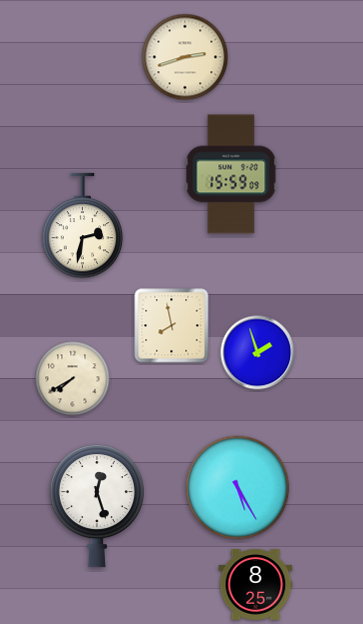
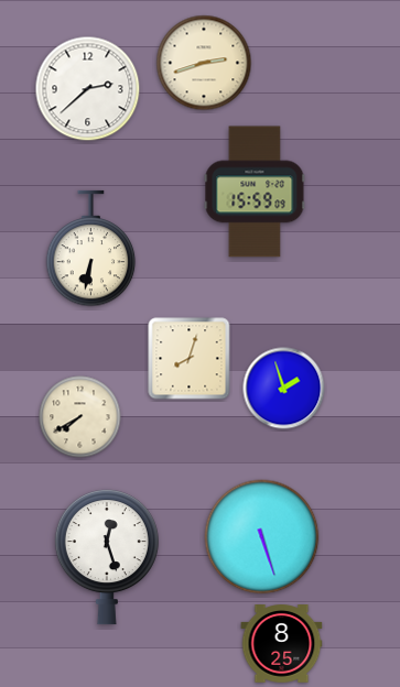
clock at (88, 89): none -> 2:38
clock at (83, 226): 2:32 -> 6:32
clock at (172, 326): 7:58 -> 8:03
clock at (238, 488): 5:25 -> 5:27
